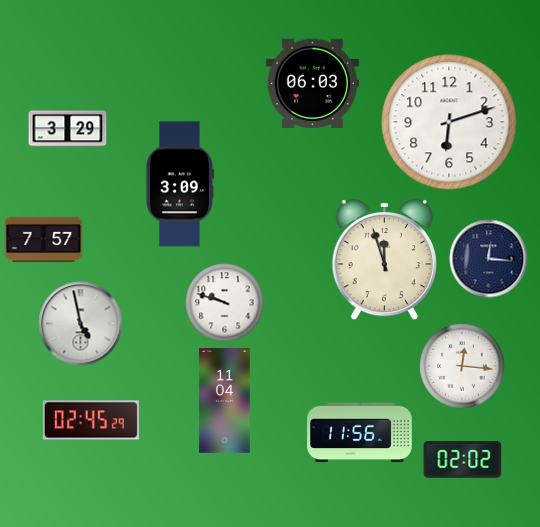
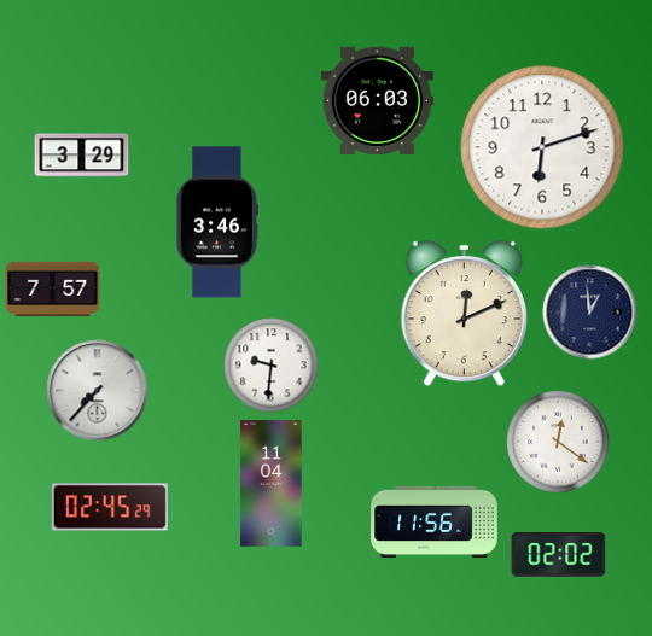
clock at (179, 184): 3:09 -> 3:46
clock at (488, 258): 12:16 -> 12:59
clock at (384, 259): 11:57 -> 12:11
clock at (224, 302): 9:48 -> 9:31
clock at (80, 323): 4:58 -> 7:37
clock at (462, 366): 12:16 -> 12:21
